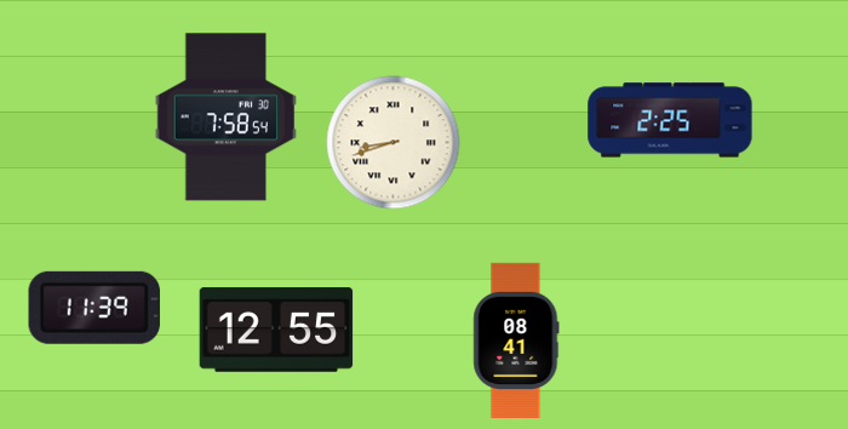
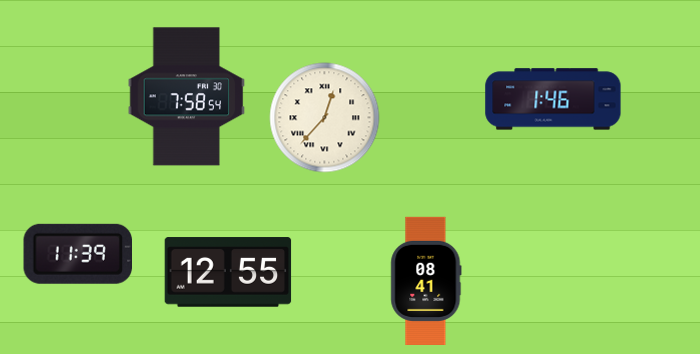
clock at (670, 120): 2:25 -> 1:46
clock at (394, 143): 8:42 -> 12:37
